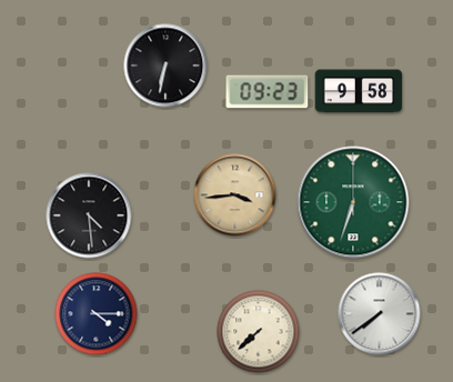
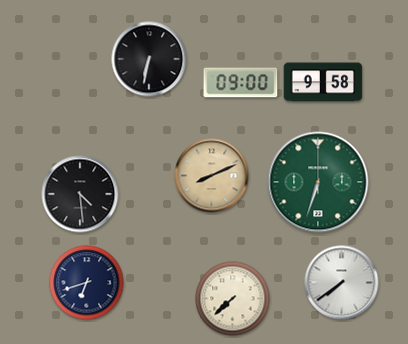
clock at (268, 92): 09:23 -> 09:00
clock at (235, 195): 3:44 -> 8:11
clock at (97, 314): 4:15 -> 6:42
